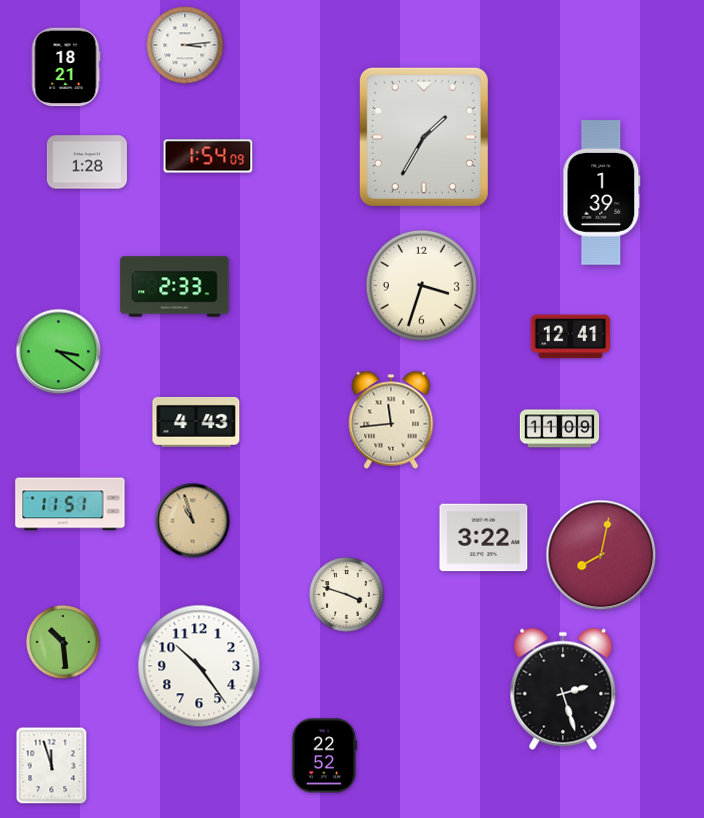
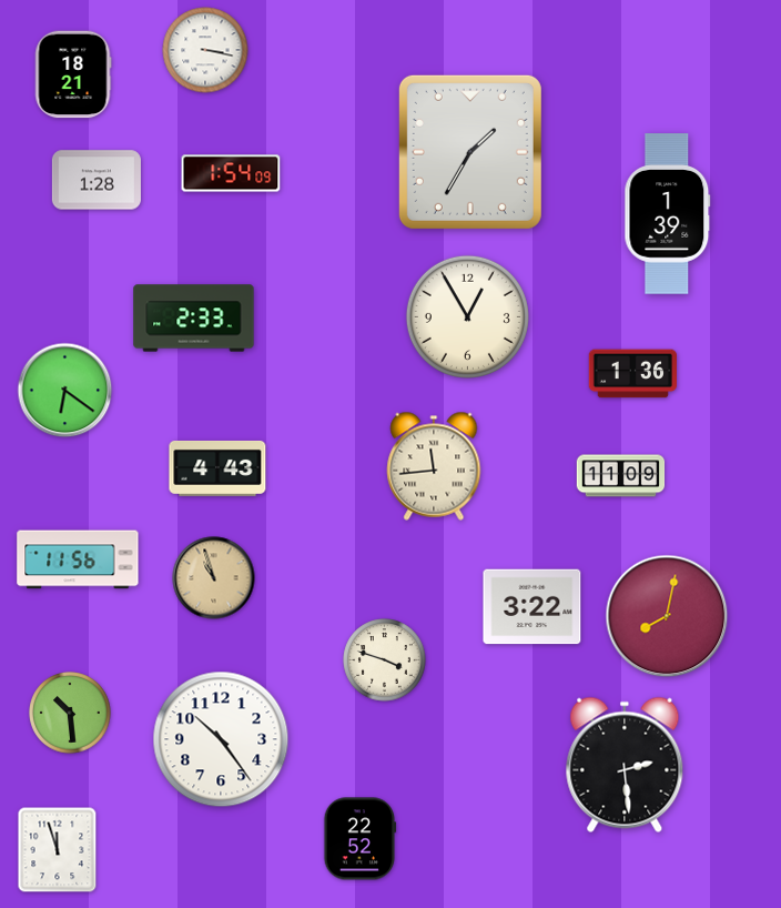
clock at (185, 45): 3:14 -> 3:17
clock at (421, 285): 3:33 -> 12:55
clock at (570, 337): 12:41 -> 1:36
clock at (59, 352): 3:21 -> 6:21
clock at (70, 504): 11:51 -> 11:56
clock at (484, 538) position: (484, 538) -> (532, 607)
clock at (563, 689): 2:27 -> 2:29
